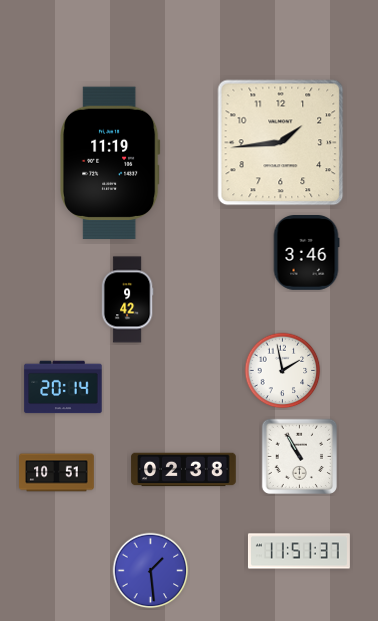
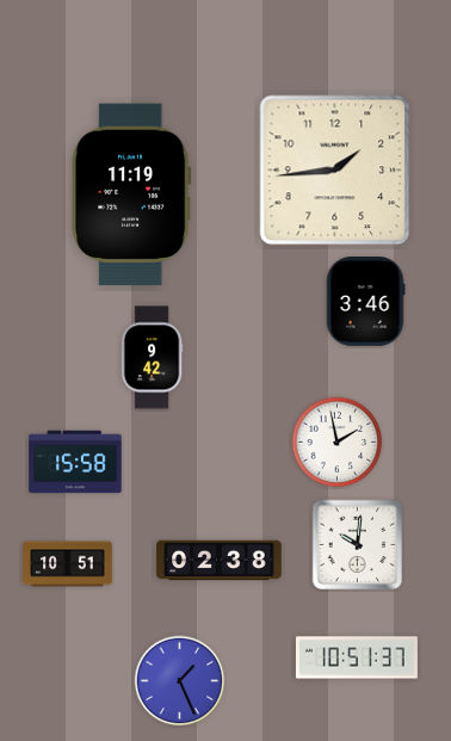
clock at (63, 387): 20:14 -> 15:58
clock at (300, 457): 10:55 -> 10:01
clock at (299, 551): 11:51 -> 10:51
clock at (151, 571): 1:29 -> 1:26
